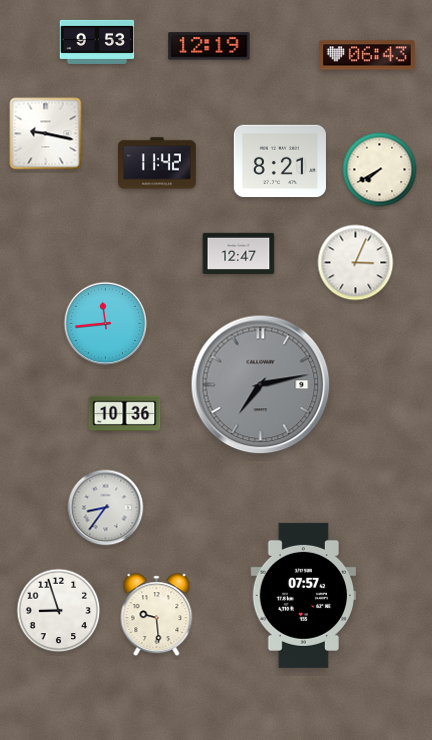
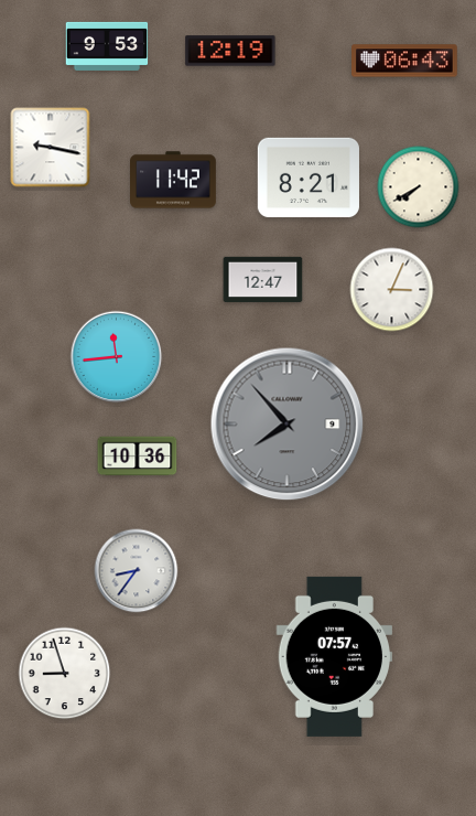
clock at (261, 385): 7:13 -> 7:53
clock at (106, 508) position: (106, 508) -> (137, 571)
clock at (157, 615): 9:29 -> none
